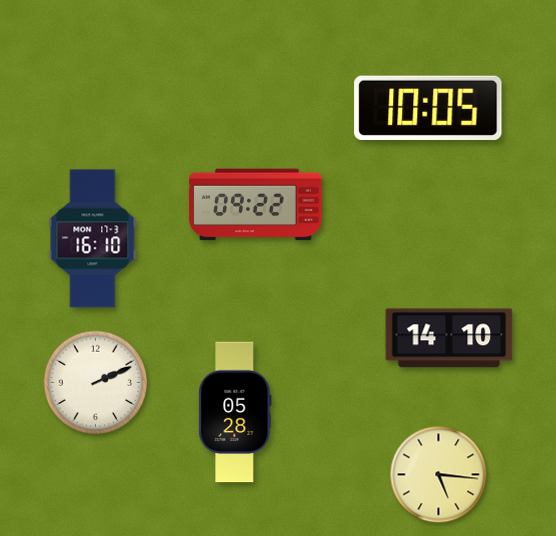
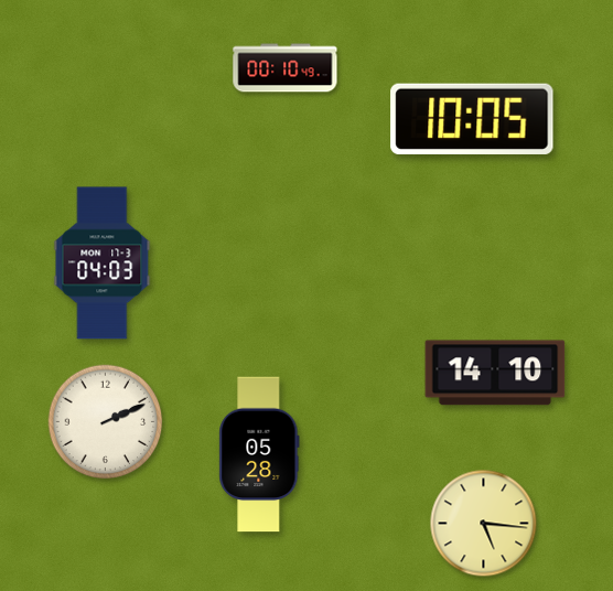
clock at (286, 68): none -> 00:10
clock at (256, 205): 09:22 -> none
clock at (93, 239): 16:10 -> 04:03
